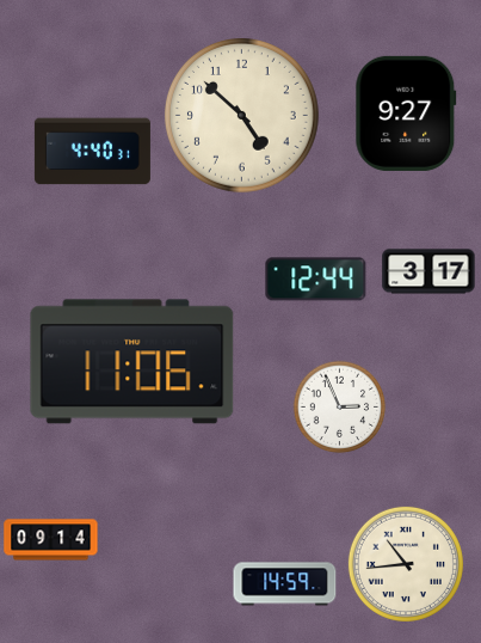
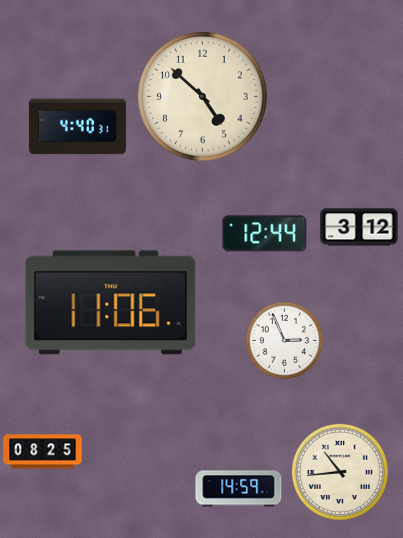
clock at (406, 114): 9:27 -> none
clock at (428, 271): 3:17 -> 3:12
clock at (51, 540): 09:14 -> 08:25
